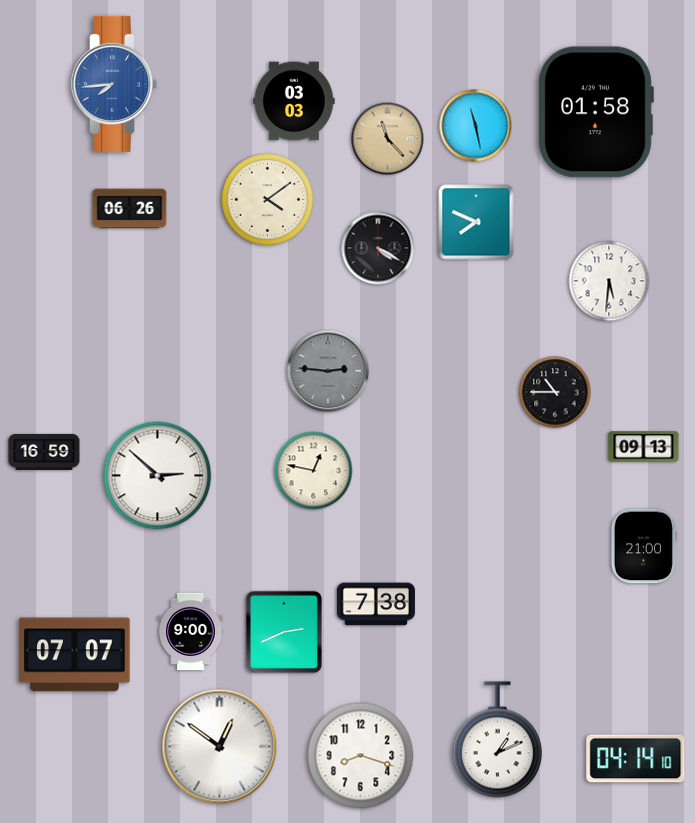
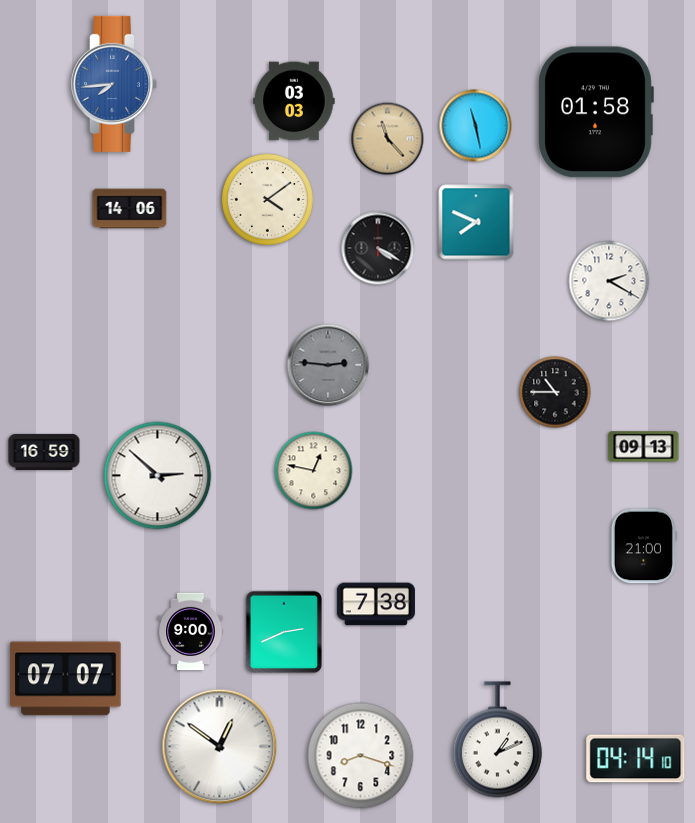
clock at (130, 209): 06:26 -> 14:06
clock at (609, 281): 5:31 -> 2:20
clock at (328, 371) position: (328, 371) -> (328, 365)
clock at (75, 655) position: (75, 655) -> (66, 679)
